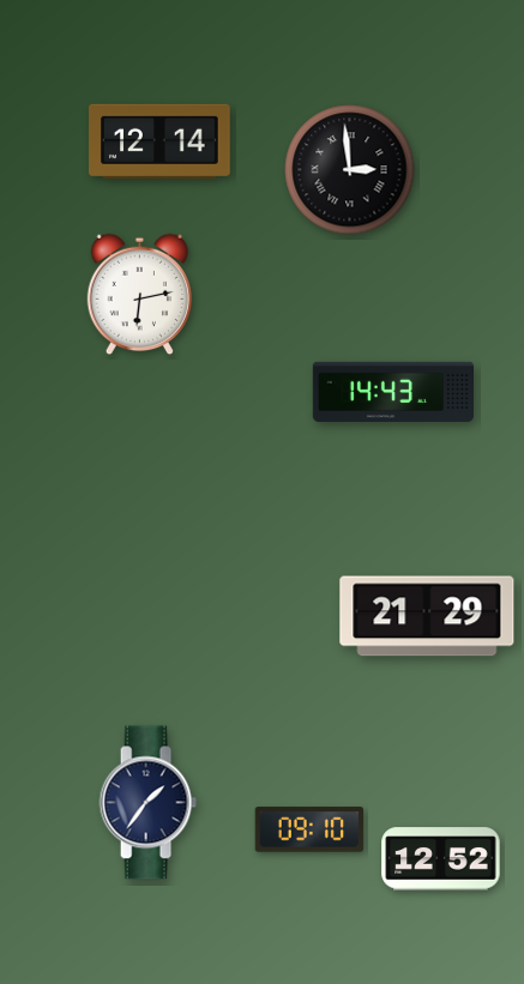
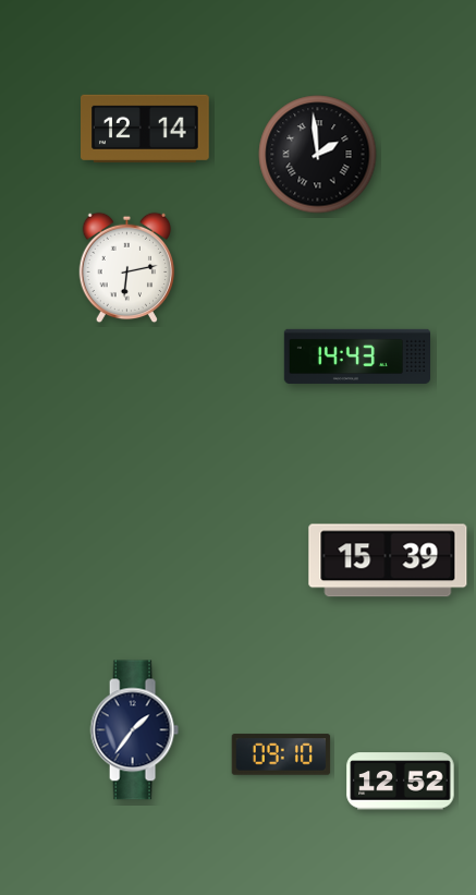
clock at (350, 170): 2:59 -> 1:59
clock at (427, 616): 21:29 -> 15:39
